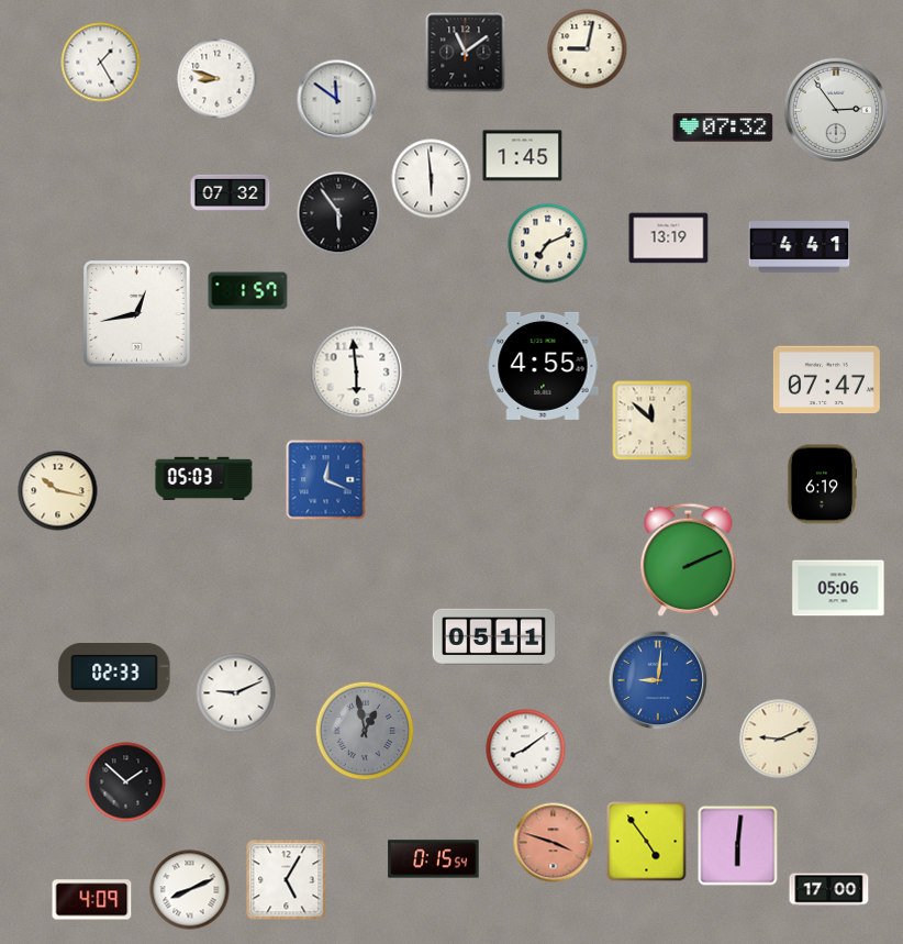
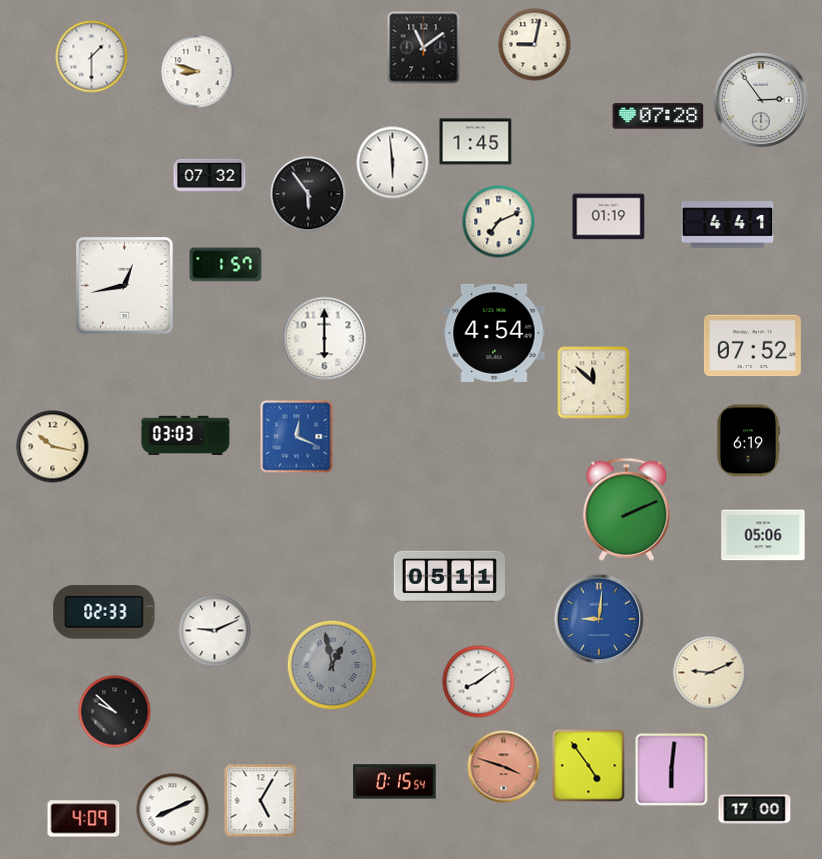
clock at (101, 63): 1:25 -> 1:30
clock at (337, 100): 11:51 -> none
clock at (723, 127): 07:32 -> 07:28
clock at (669, 238): 13:19 -> 01:19
clock at (543, 366): 4:55 -> 4:54
clock at (357, 373): 5:59 -> 6:00
clock at (826, 380): 07:47 -> 07:52
clock at (204, 479): 05:03 -> 03:03
clock at (493, 636) position: (493, 636) -> (449, 576)
clock at (126, 782): 1:52 -> 9:52
